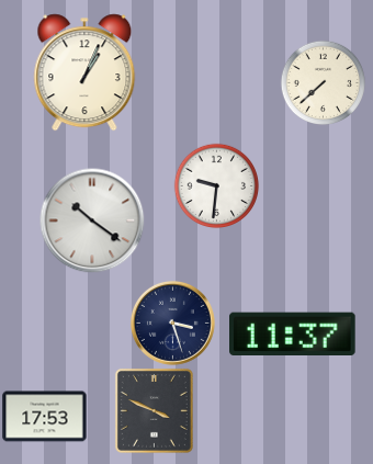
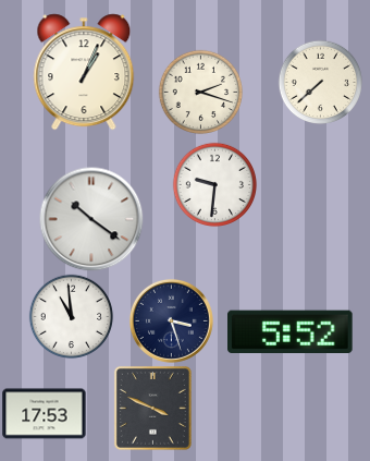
clock at (200, 92): none -> 2:18
clock at (71, 316): none -> 10:59
clock at (293, 333): 11:37 -> 5:52
